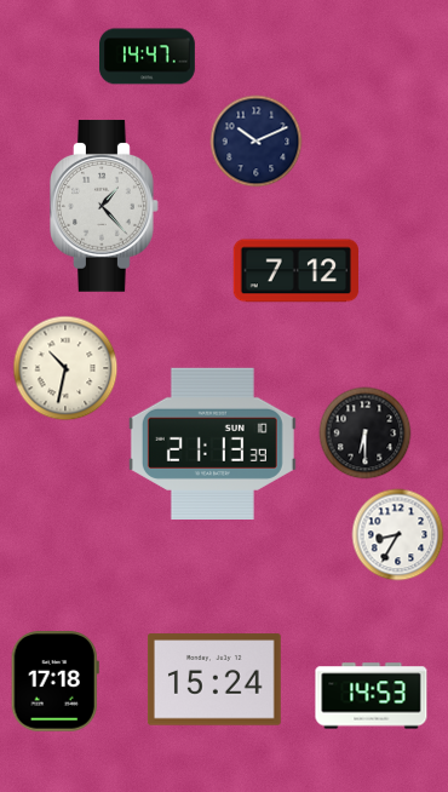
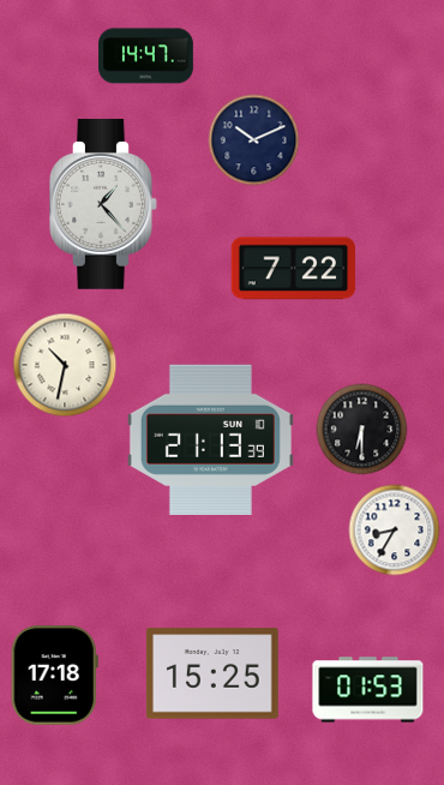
clock at (295, 271): 7:12 -> 7:22
clock at (214, 679): 15:24 -> 15:25
clock at (372, 696): 14:53 -> 01:53
